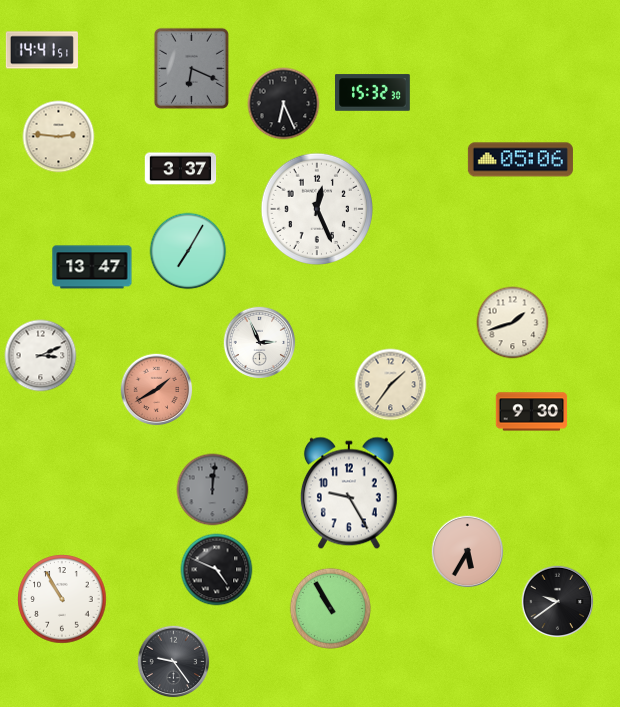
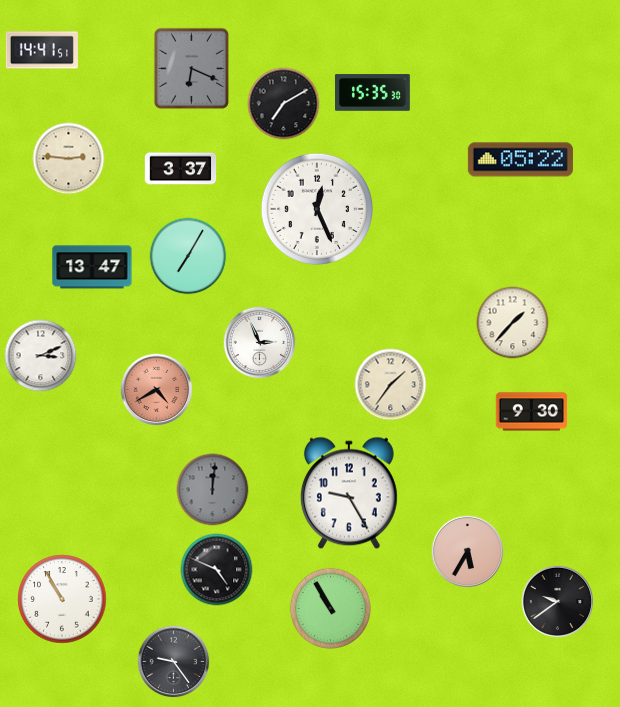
clock at (373, 93): 15:32 -> 15:35
clock at (284, 104): 6:26 -> 7:10
clock at (59, 137) position: (59, 137) -> (69, 159)
clock at (520, 160): 05:06 -> 05:22
clock at (188, 251) position: (188, 251) -> (188, 256)
clock at (513, 323): 1:42 -> 1:37
clock at (157, 390): 1:40 -> 4:40
